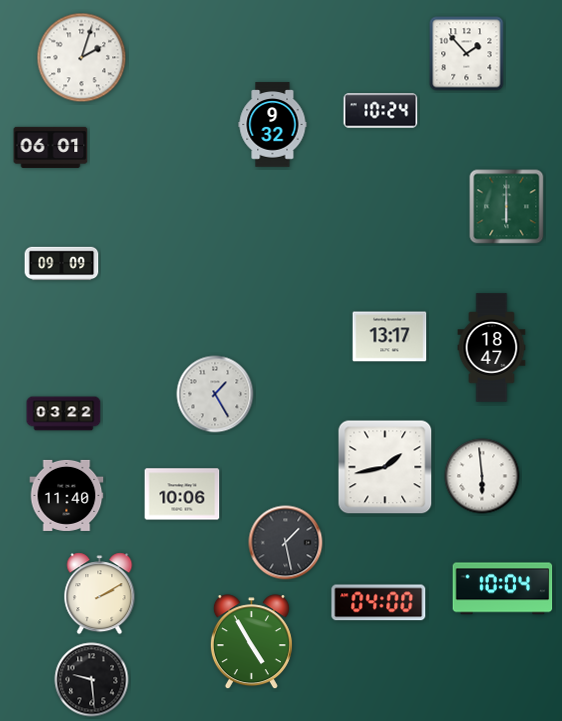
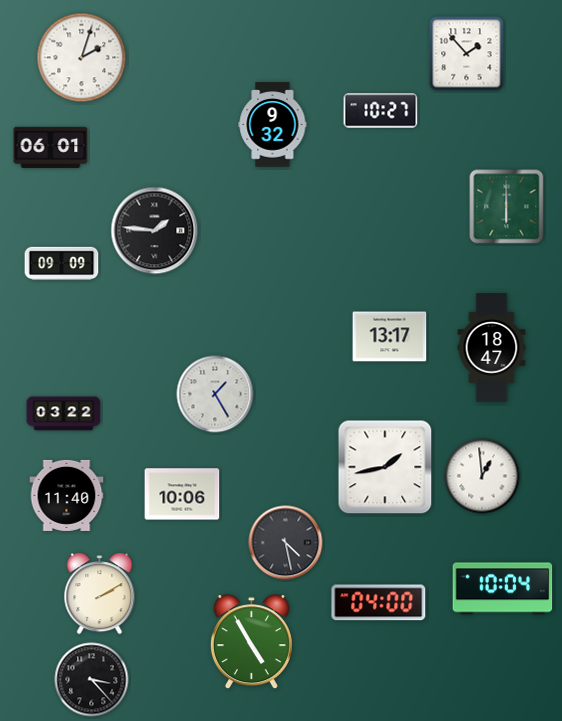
clock at (381, 111): 10:24 -> 10:27
clock at (155, 231): none -> 1:46
clock at (482, 476): 5:59 -> 12:59
clock at (286, 543): 1:28 -> 4:28
clock at (92, 680): 9:29 -> 3:23
